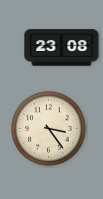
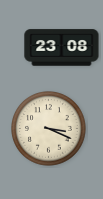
clock at (49, 129): 3:24 -> 3:19
